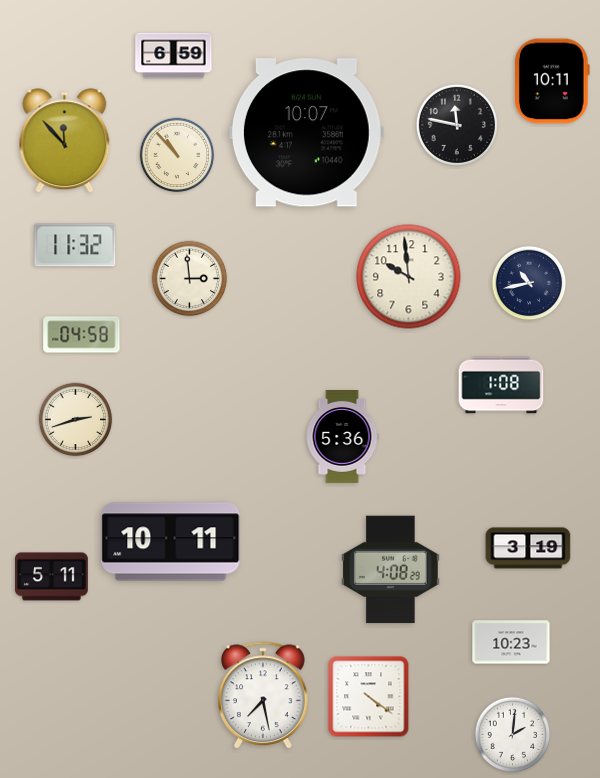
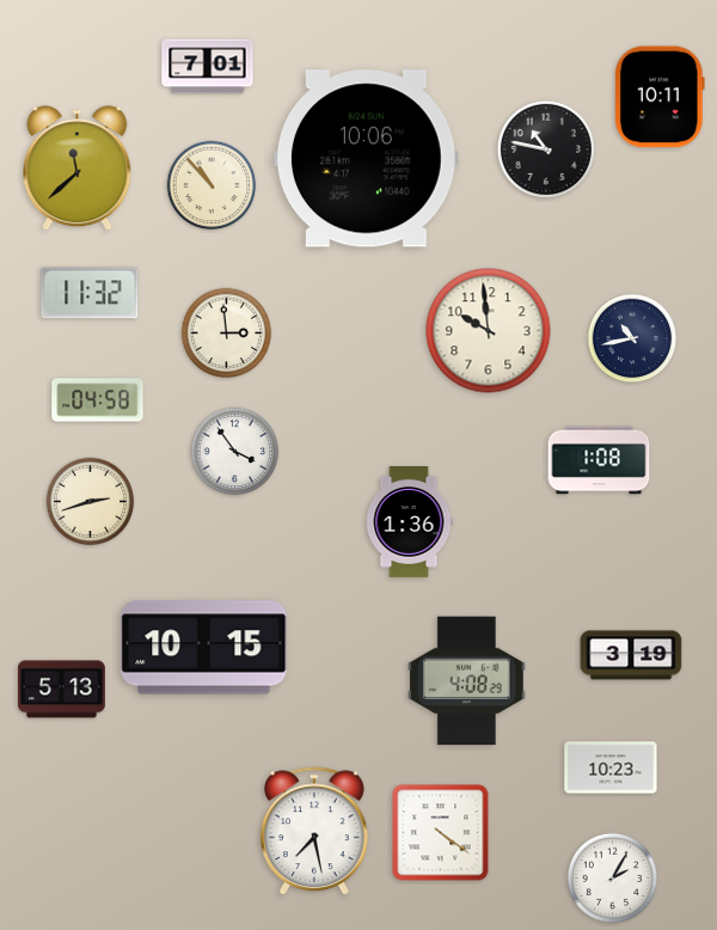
clock at (174, 56): 6:59 -> 7:01
clock at (457, 125): 11:47 -> 10:47
clock at (306, 133): 10:07 -> 10:06
clock at (65, 141): 11:53 -> 11:38
clock at (235, 452): none -> 3:54
clock at (342, 437): 5:36 -> 1:36
clock at (171, 542): 10:11 -> 10:15
clock at (52, 577): 5:11 -> 5:13
clock at (513, 735): 2:01 -> 2:05
